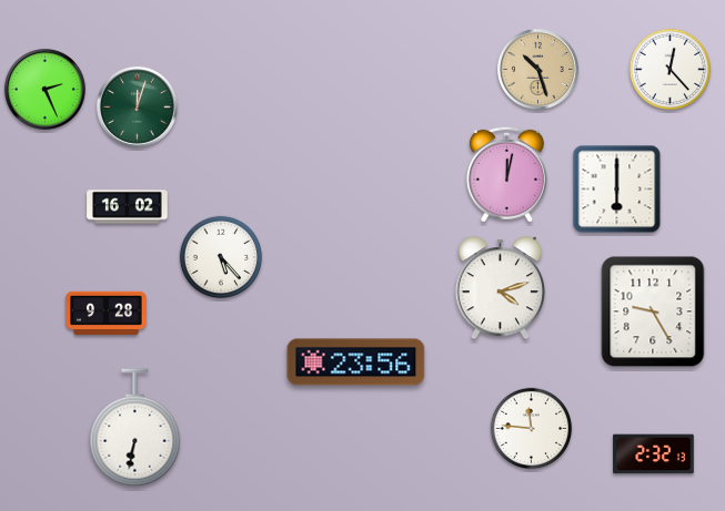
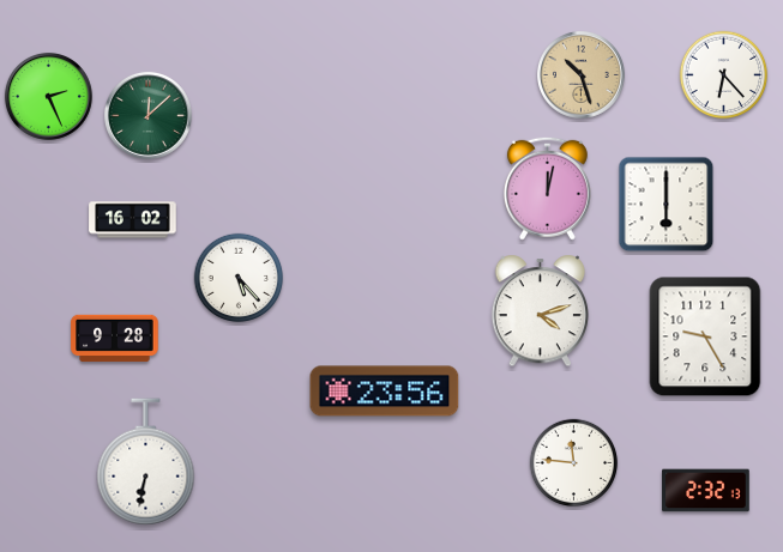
clock at (671, 70): 12:23 -> 6:23
clock at (137, 106): 12:03 -> 12:08
clock at (128, 207) position: (128, 207) -> (133, 220)
